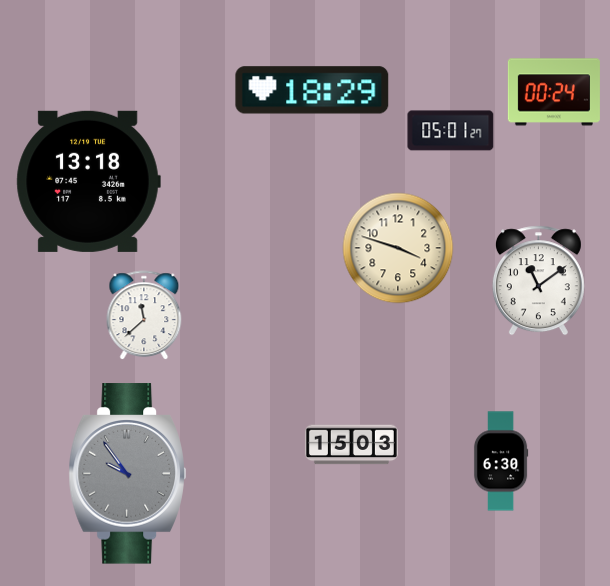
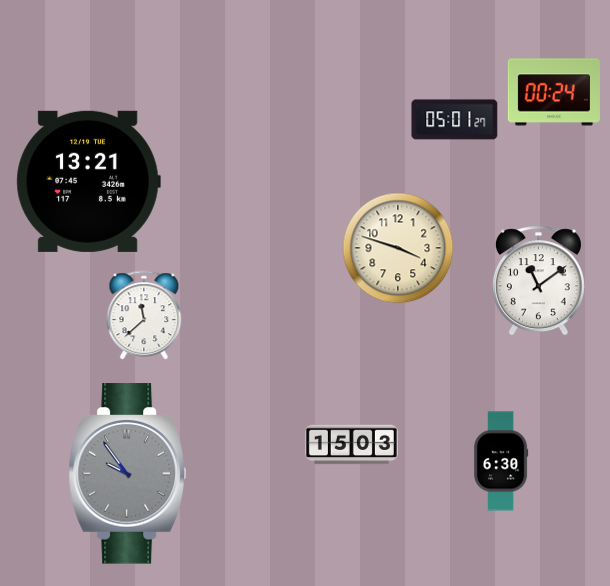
clock at (312, 90): 18:29 -> none
clock at (451, 131) position: (451, 131) -> (455, 120)
clock at (88, 181): 13:18 -> 13:21
